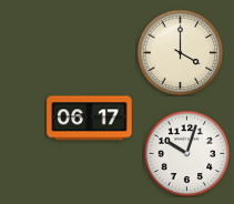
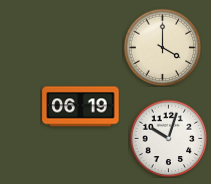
clock at (90, 119): 06:17 -> 06:19
